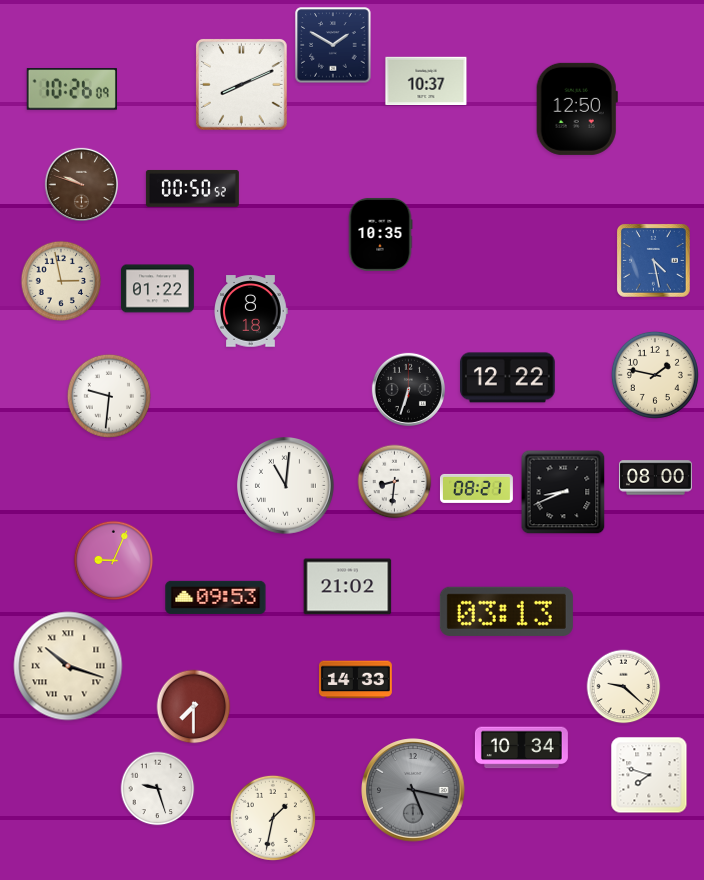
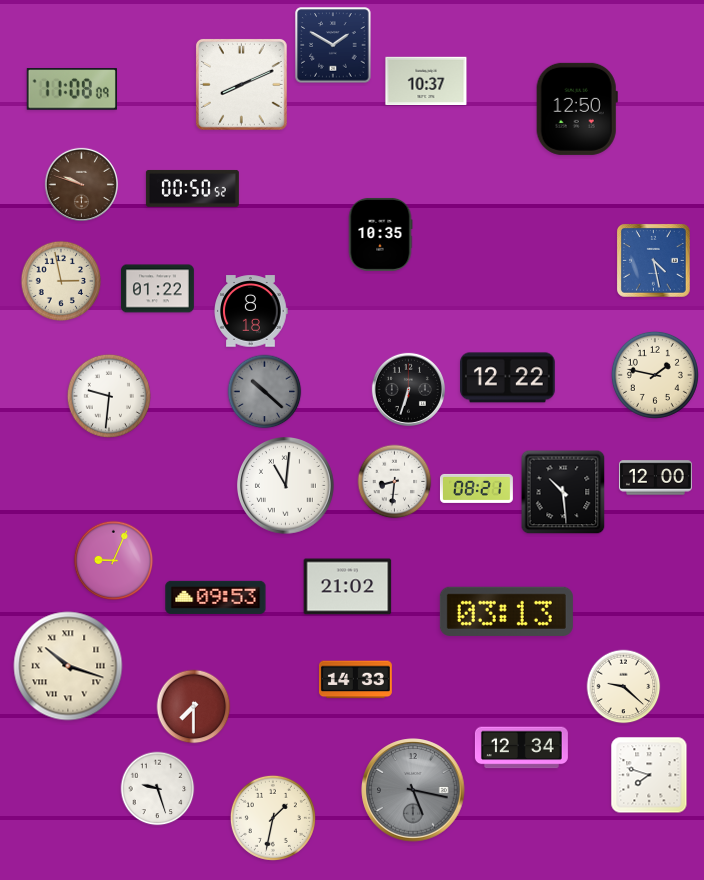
clock at (72, 89): 10:26 -> 11:08
clock at (265, 392): none -> 10:22
clock at (655, 478): 08:00 -> 12:00
clock at (563, 492): 8:41 -> 10:29
clock at (521, 748): 10:34 -> 12:34
